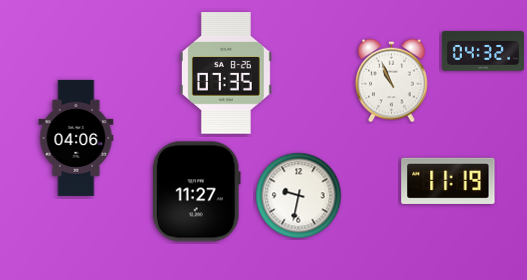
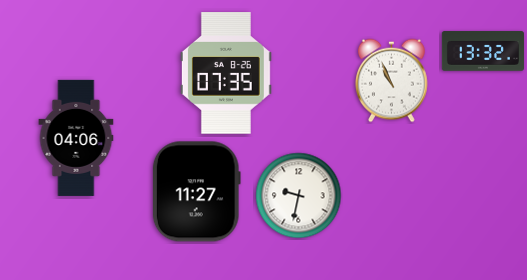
clock at (483, 51): 04:32 -> 13:32
clock at (448, 181): 11:19 -> none
